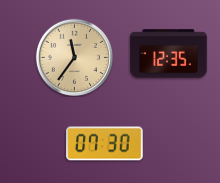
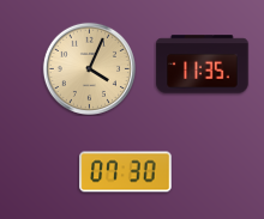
clock at (169, 54): 12:35 -> 11:35
clock at (74, 57): 11:36 -> 4:04
